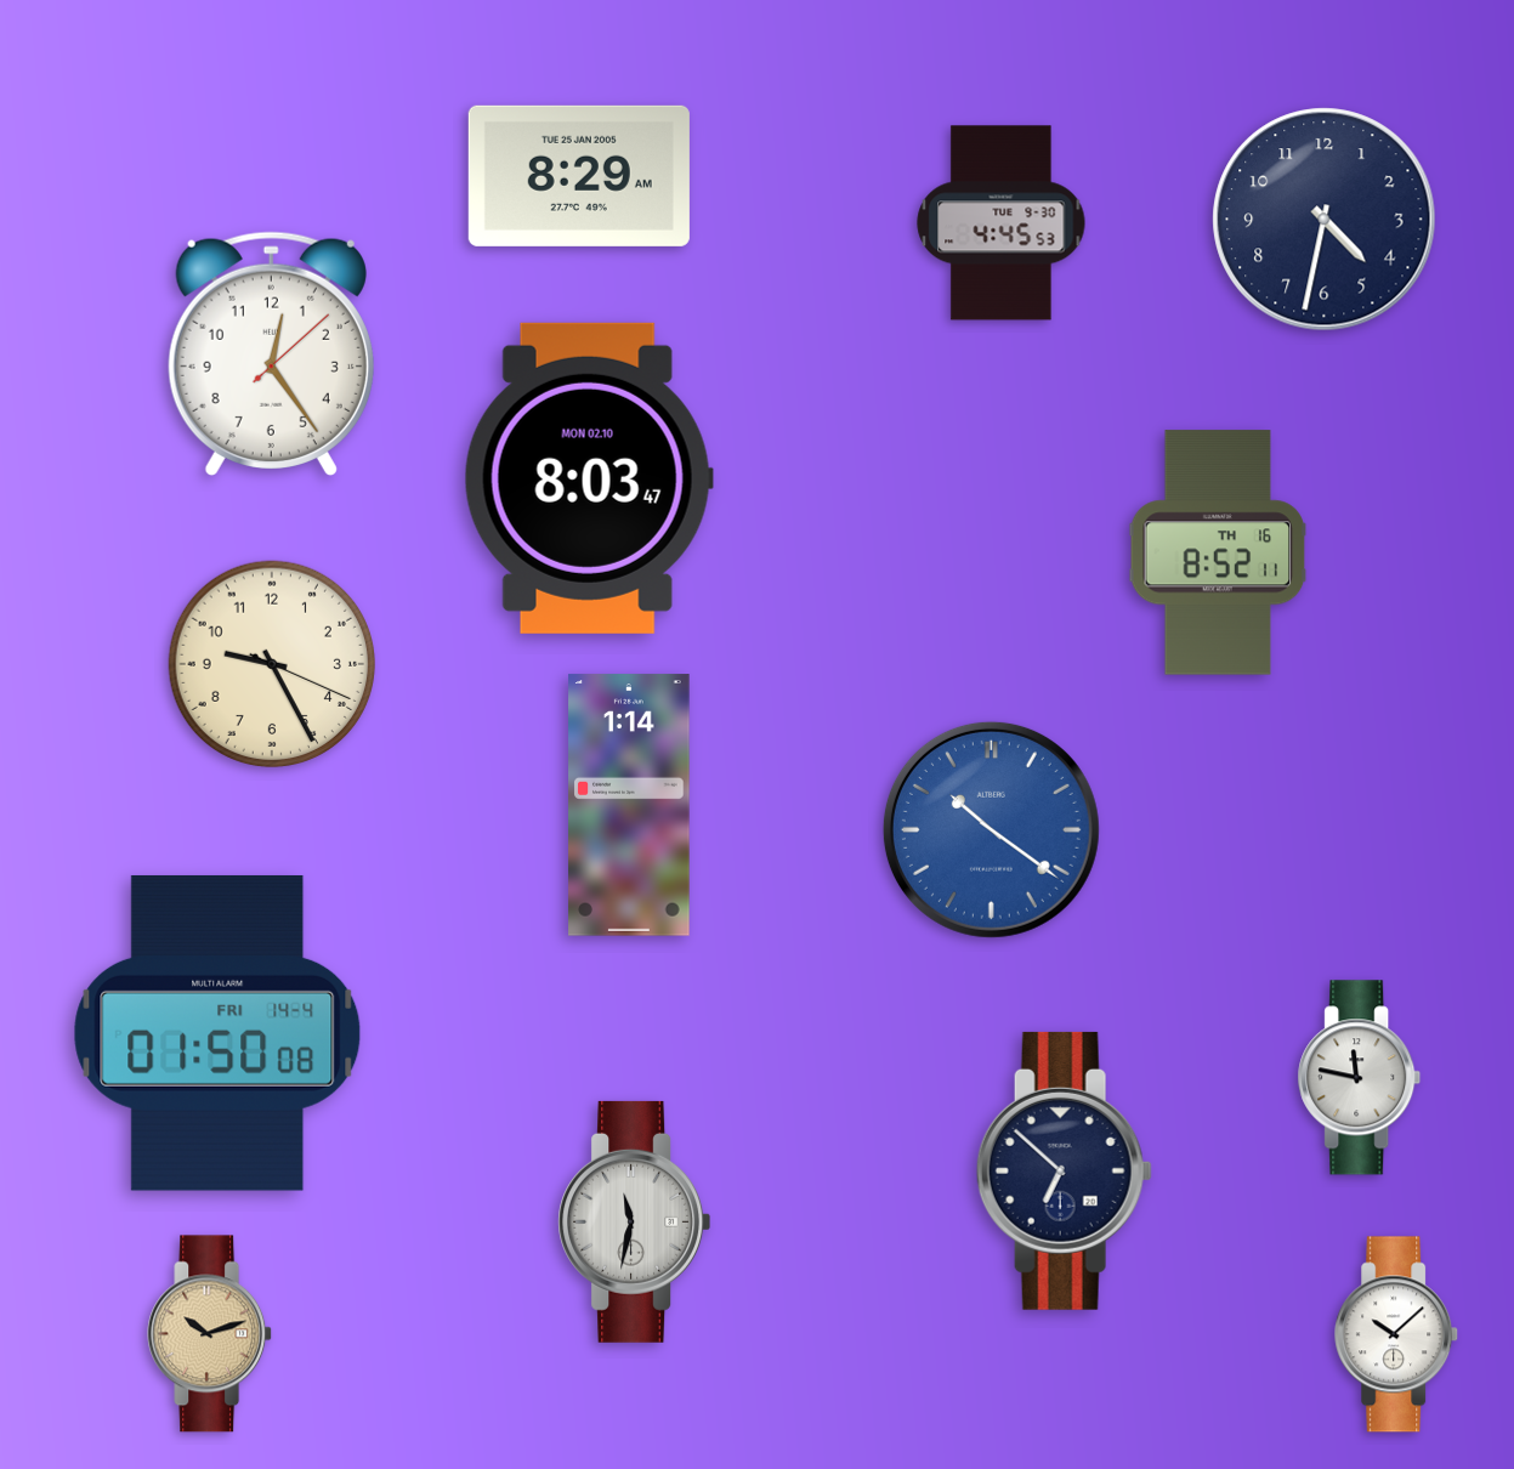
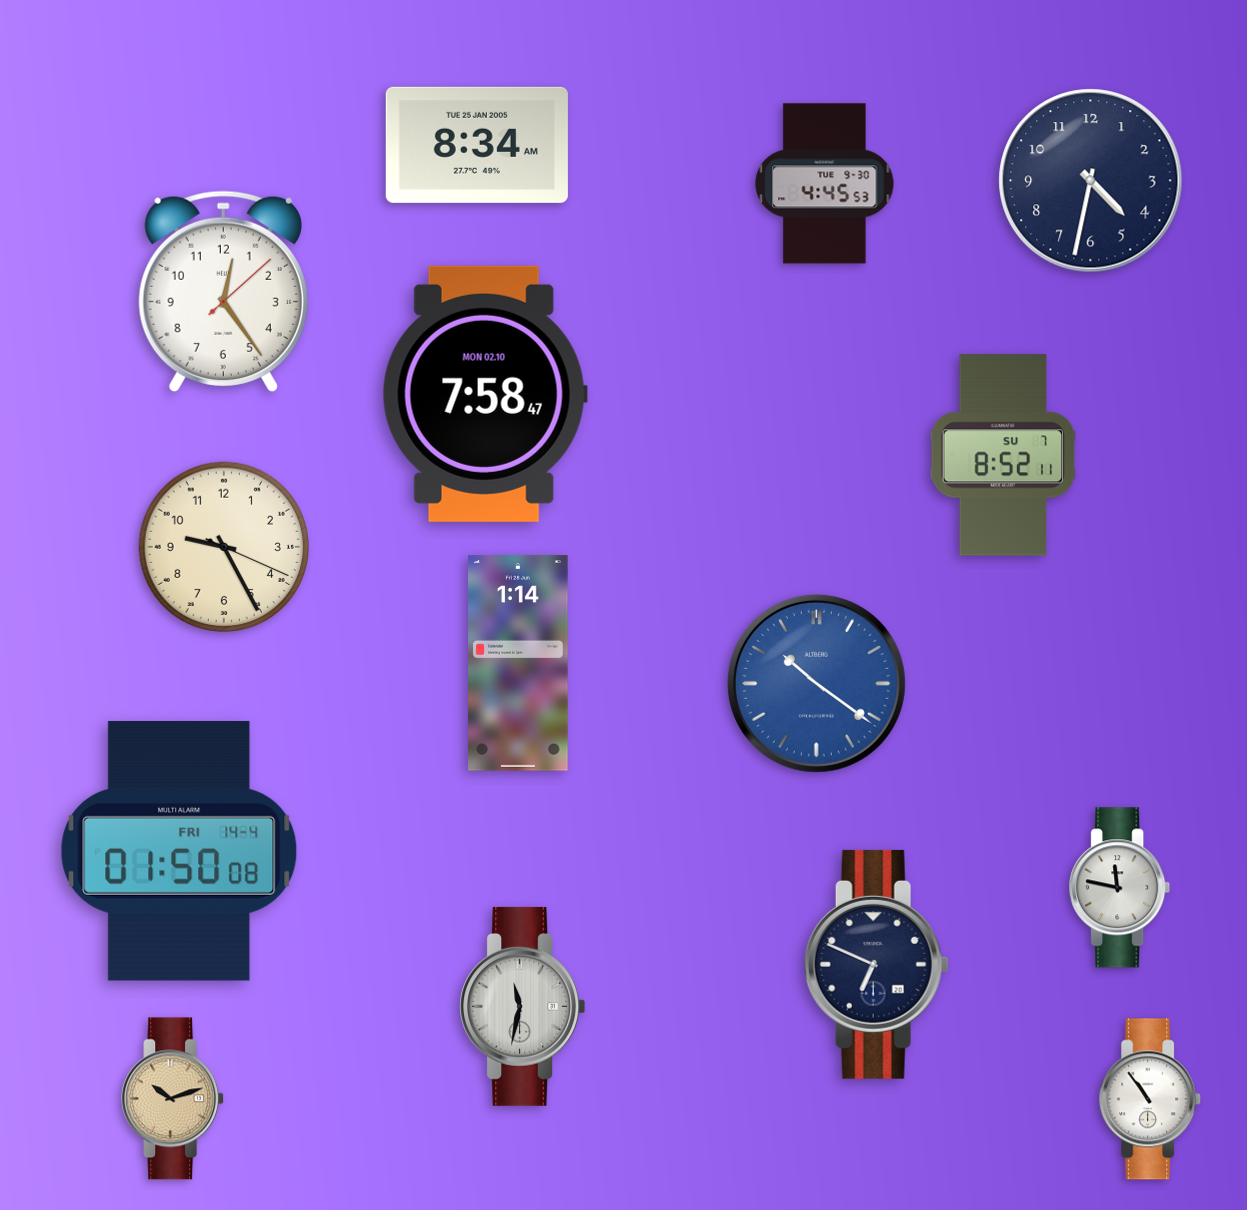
clock at (579, 176): 8:29 -> 8:34
clock at (589, 478): 8:03 -> 7:58
clock at (1218, 552) date: TH 16 -> SU 7
clock at (1064, 1170): 6:52 -> 6:49
clock at (1397, 1334): 10:08 -> 10:54
